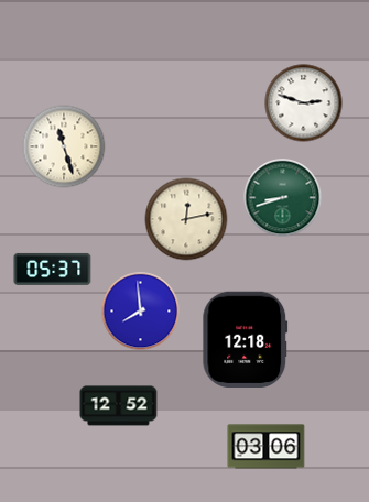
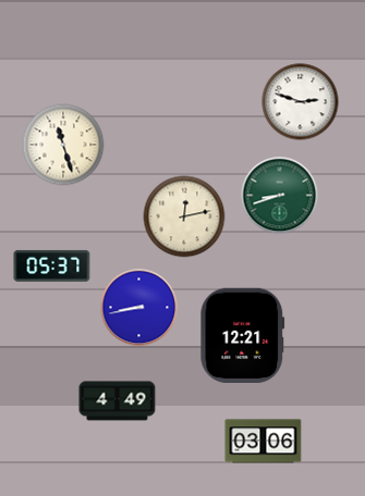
clock at (141, 312): 7:59 -> 8:43
clock at (246, 339): 12:18 -> 12:21
clock at (119, 406): 12:52 -> 4:49
